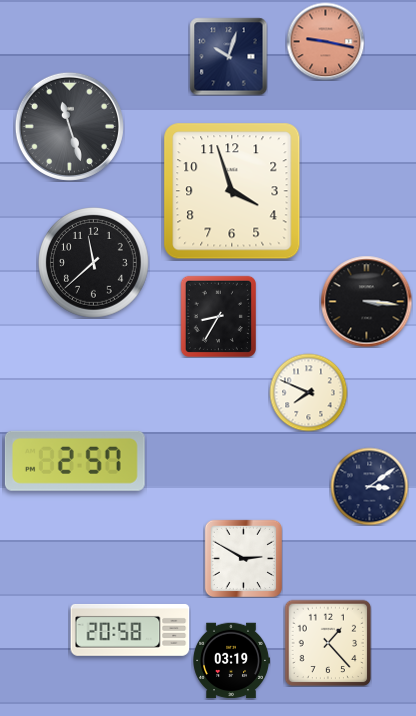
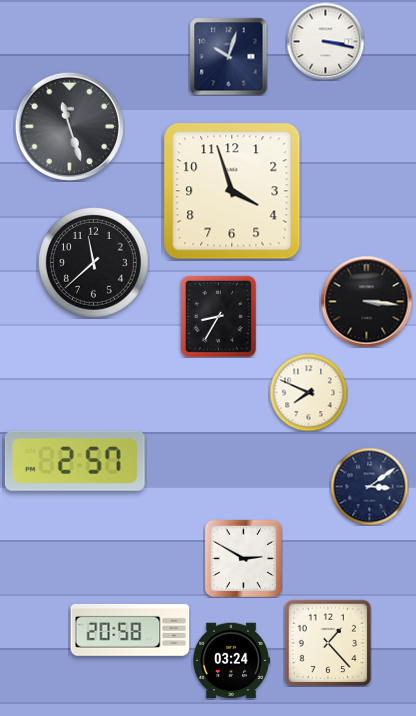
clock at (325, 41): 9:17 -> 3:17
clock at (325, 41) dial: salmon -> white
clock at (231, 661): 03:19 -> 03:24
